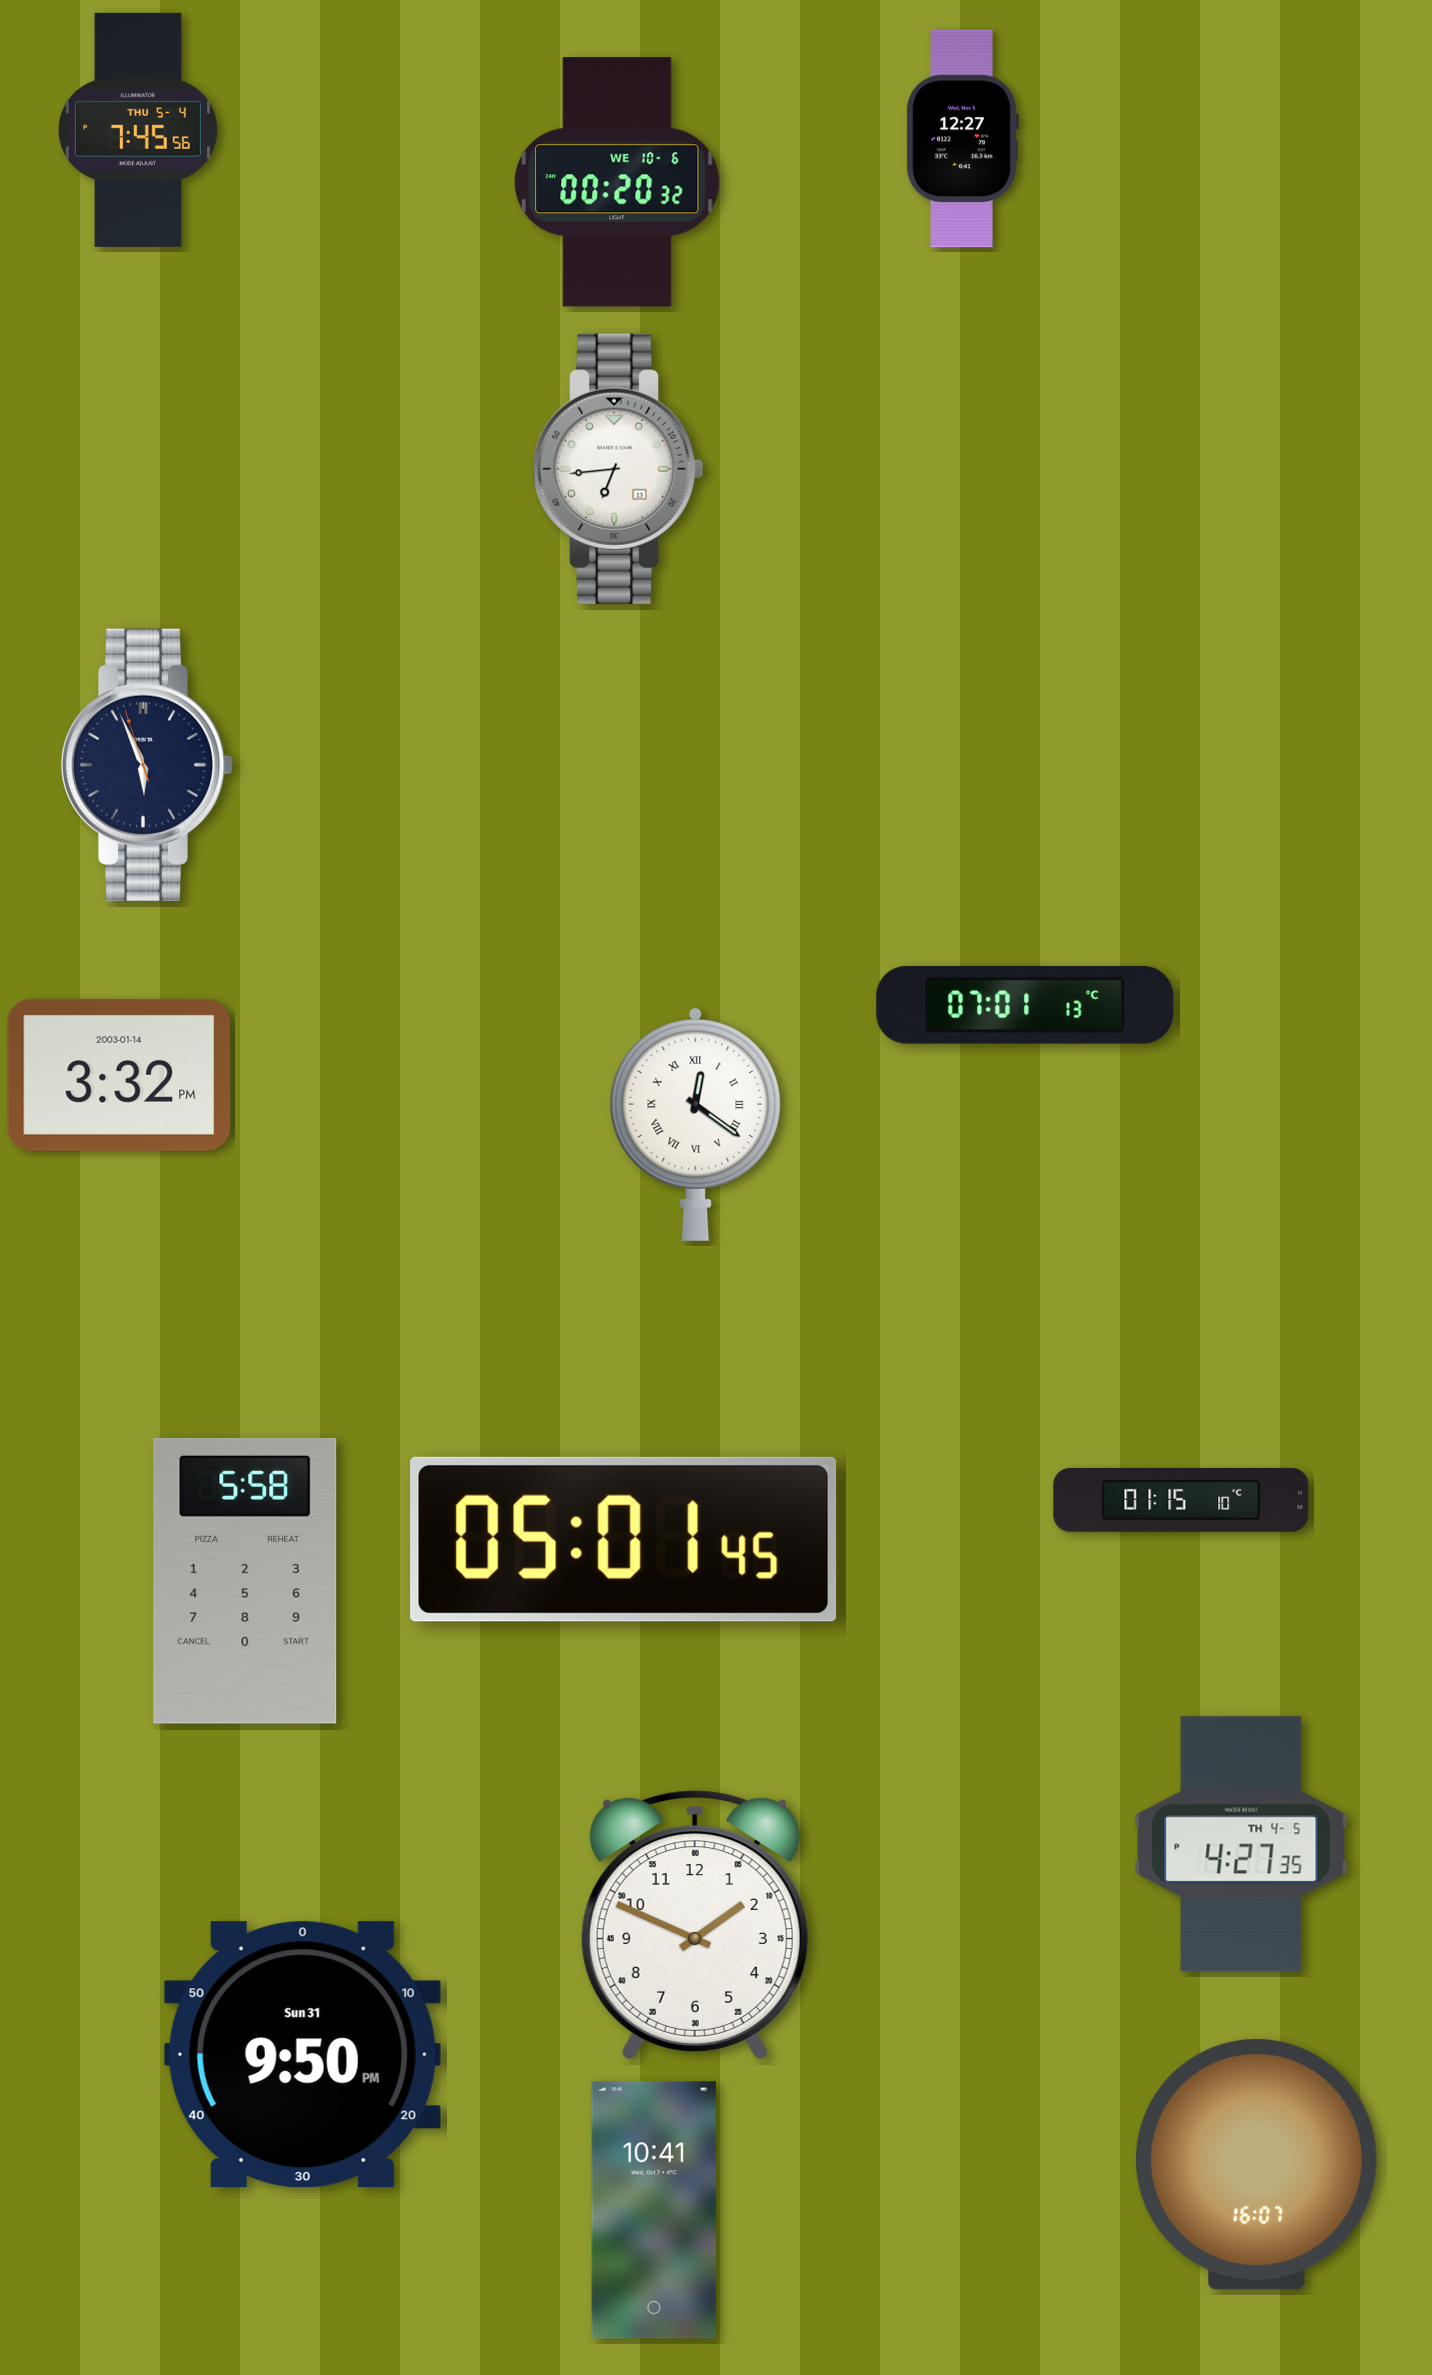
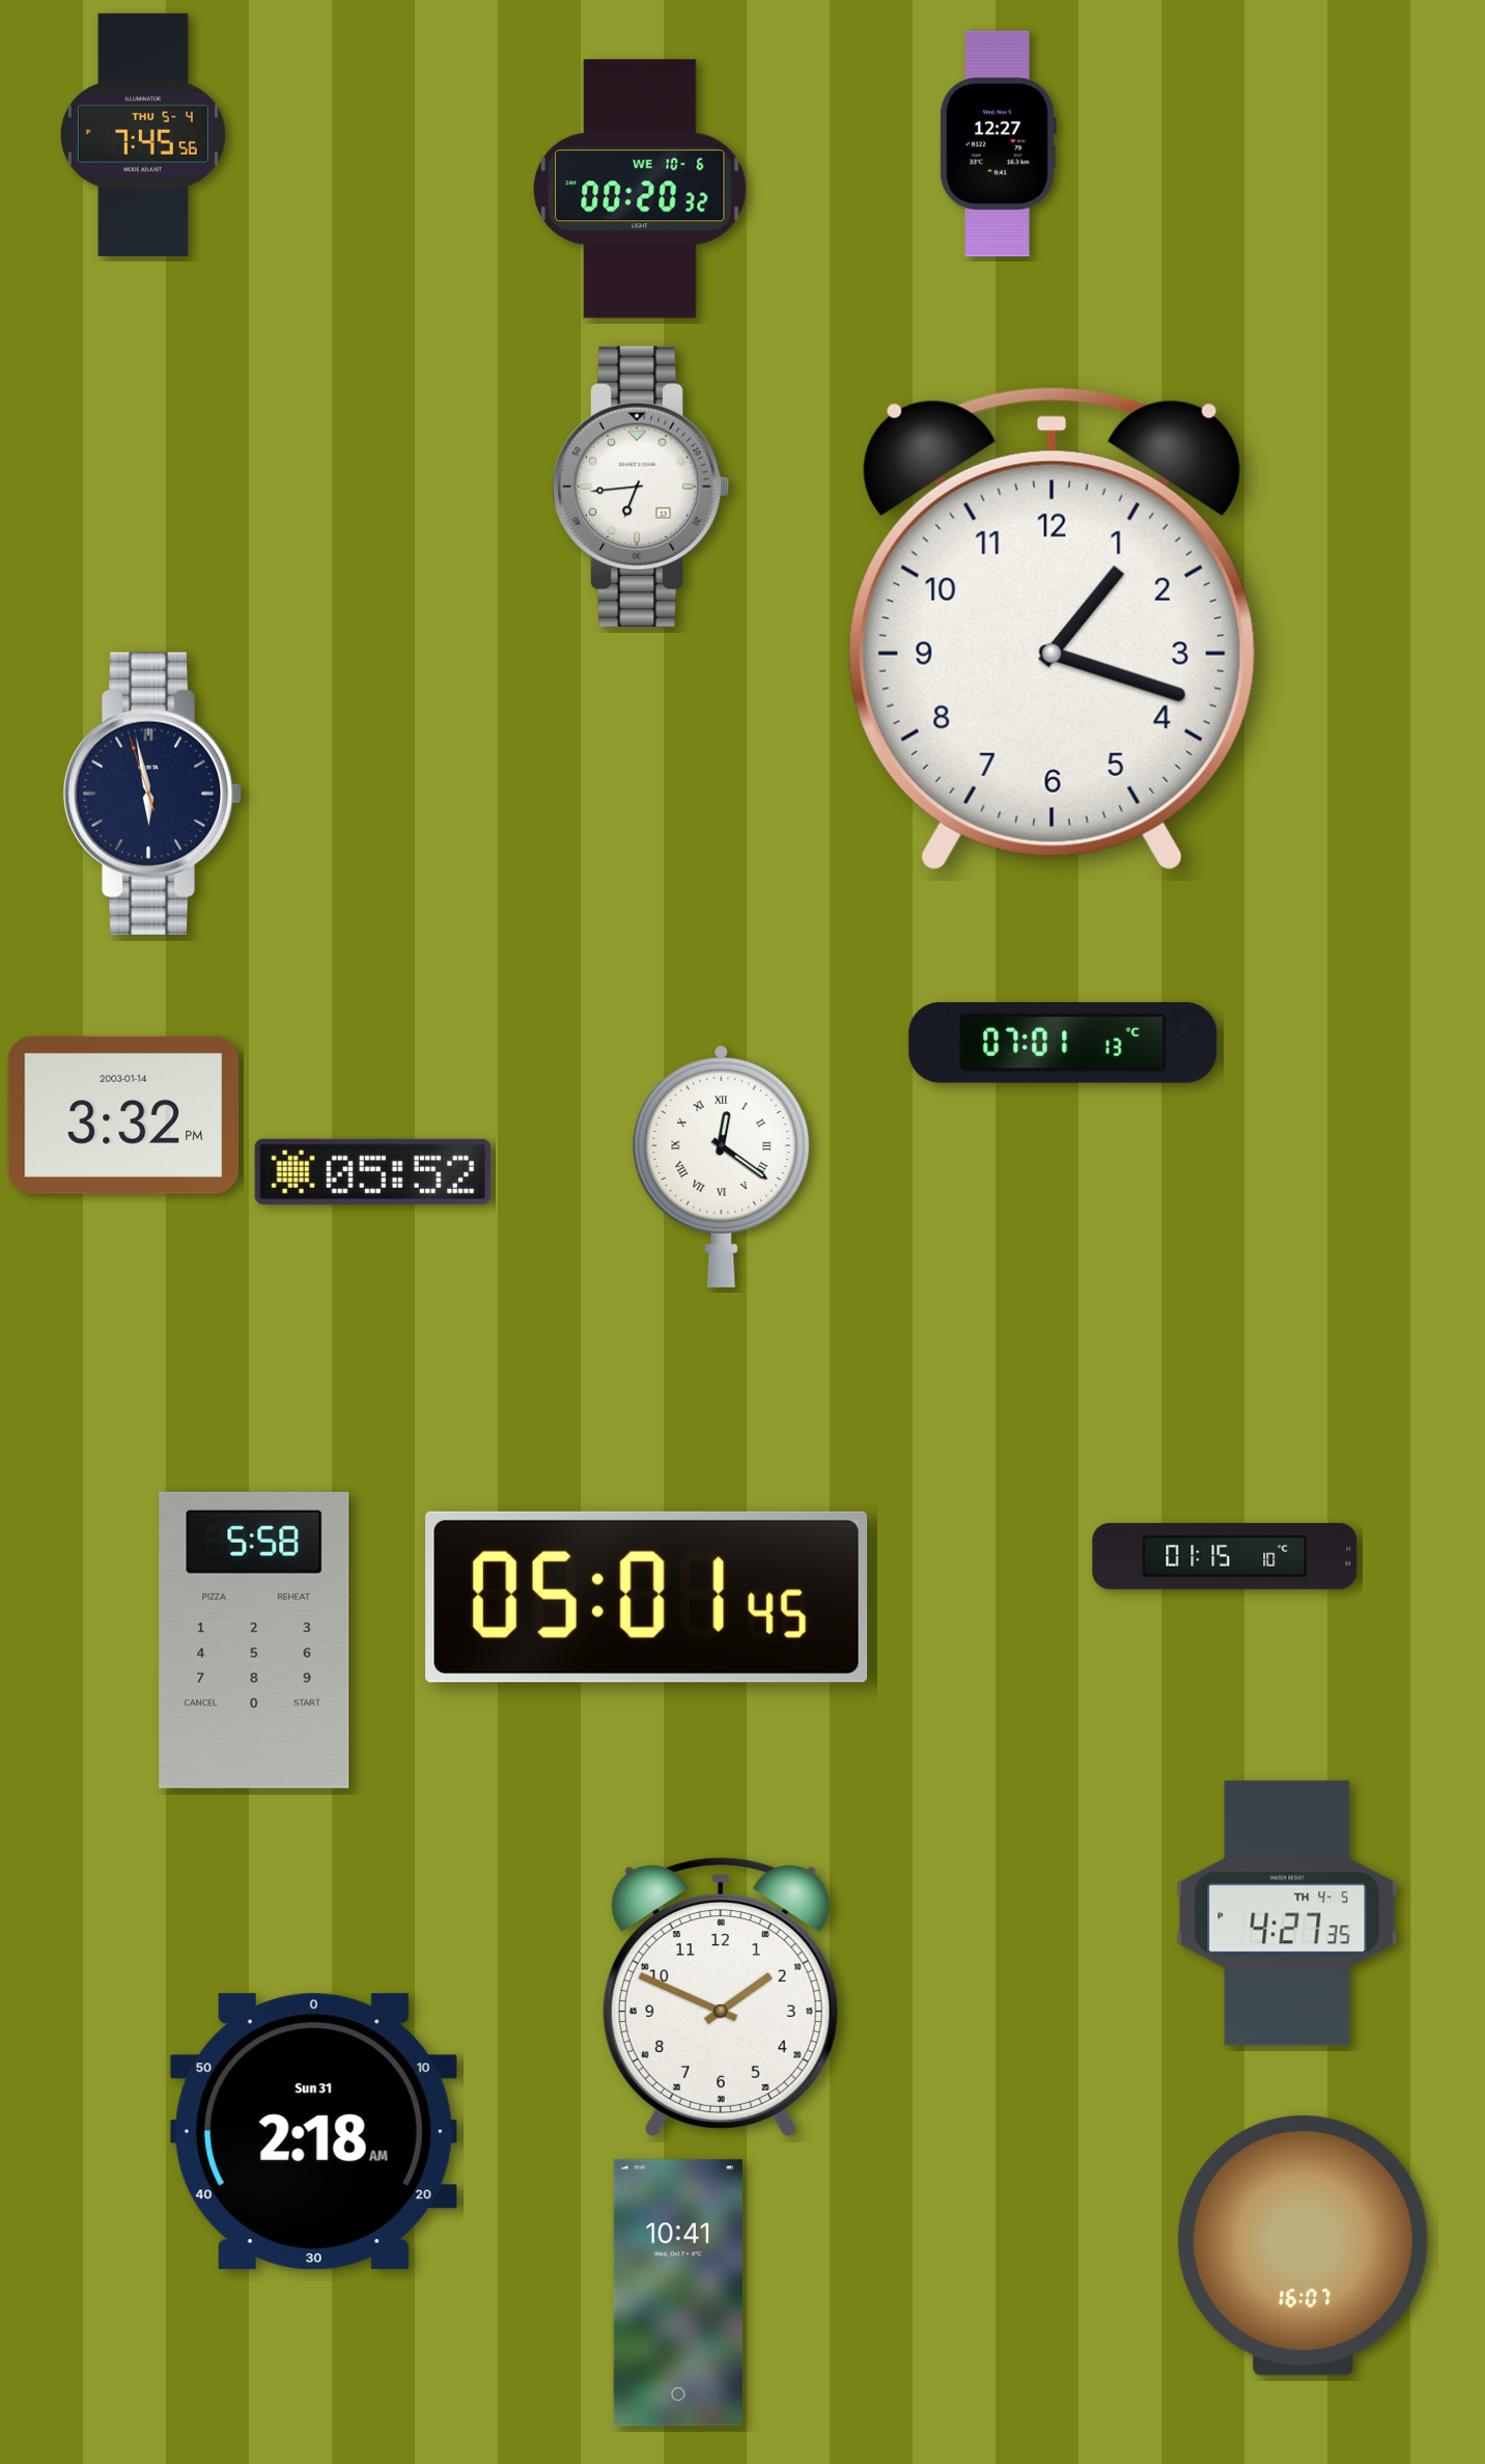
clock at (1052, 629): none -> 1:18
clock at (147, 765): 5:55 -> 5:57
clock at (372, 1171): none -> 05:52
clock at (302, 2055): 9:50 -> 2:18
